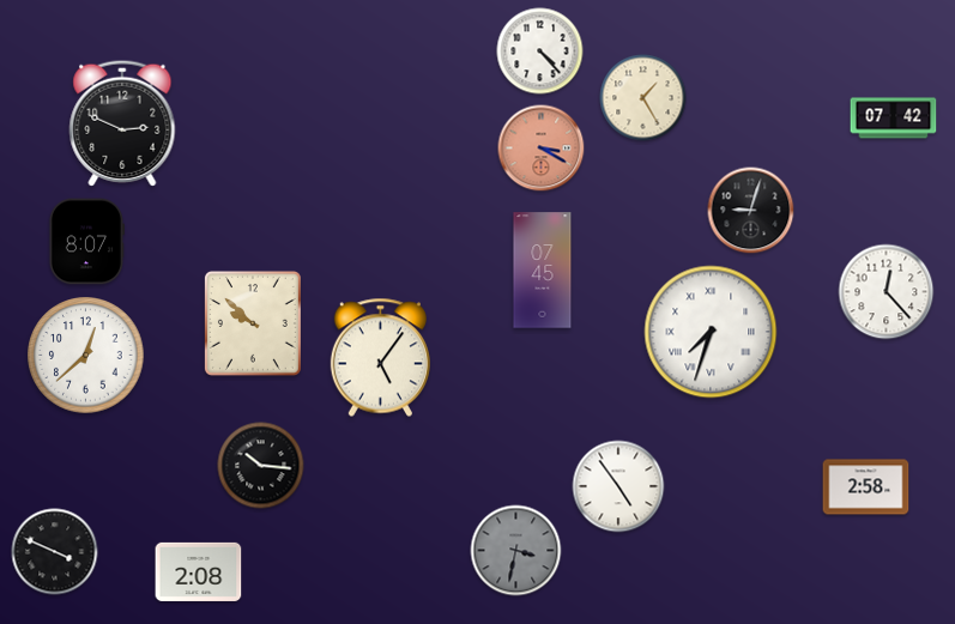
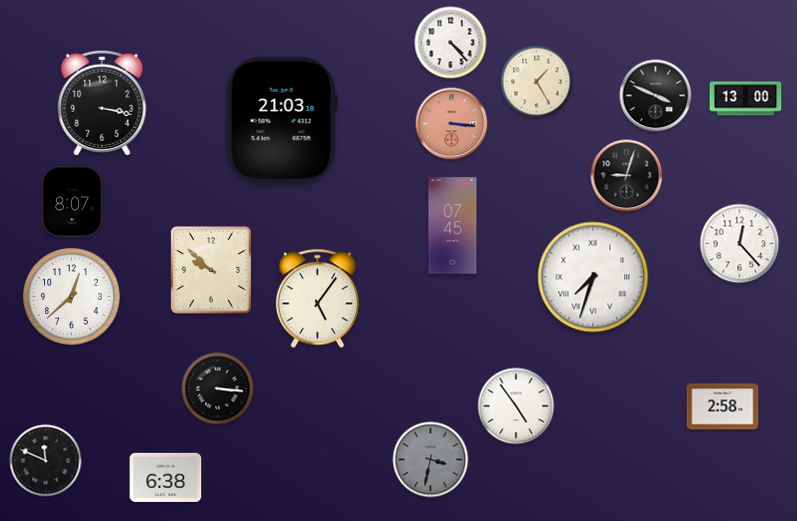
clock at (656, 96): none -> 3:49
clock at (894, 119): 07:42 -> 13:00
clock at (122, 123): 2:49 -> 3:17
clock at (282, 120): none -> 21:03
clock at (542, 149): 3:20 -> 3:16
clock at (261, 466): 10:16 -> 3:16
clock at (55, 552): 3:49 -> 11:49
clock at (199, 571): 2:08 -> 6:38
